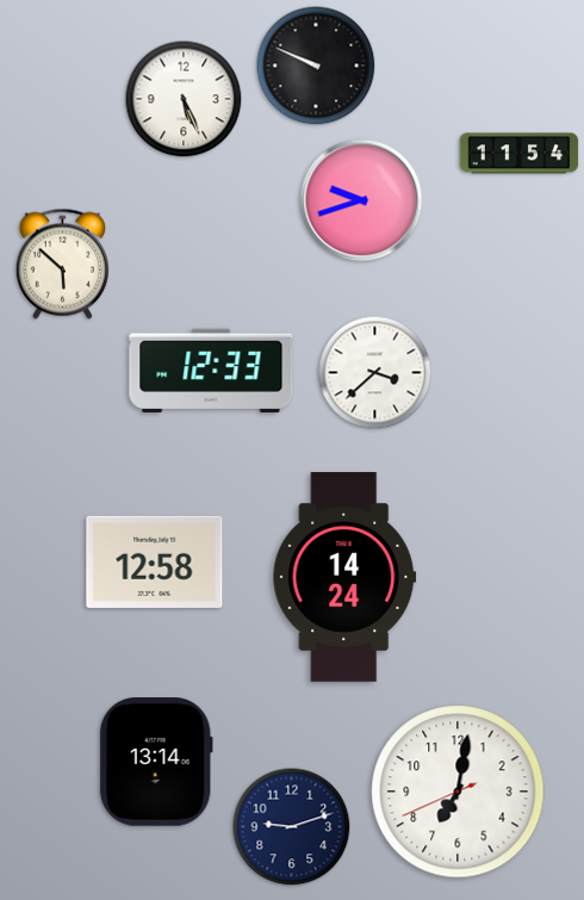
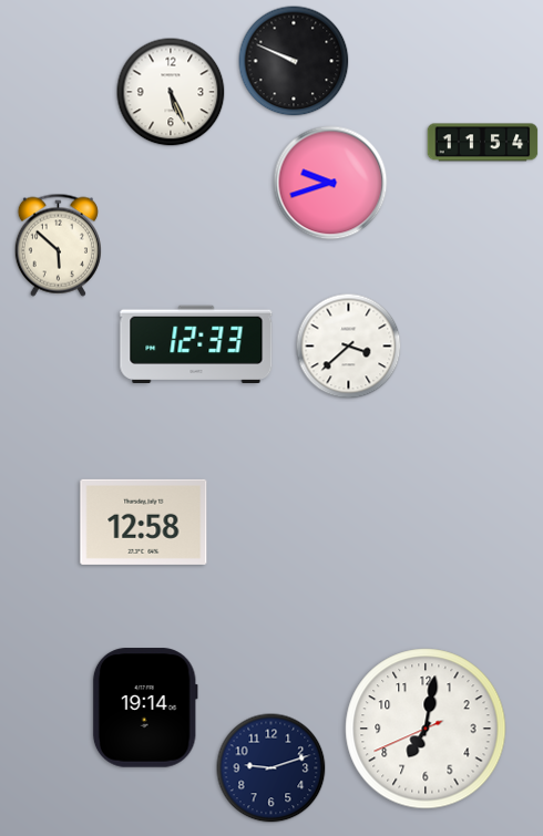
clock at (361, 200) position: (361, 200) -> (330, 183)
clock at (344, 578): 14:24 -> none
clock at (156, 762): 13:14 -> 19:14
clock at (458, 792) position: (458, 792) -> (426, 729)
